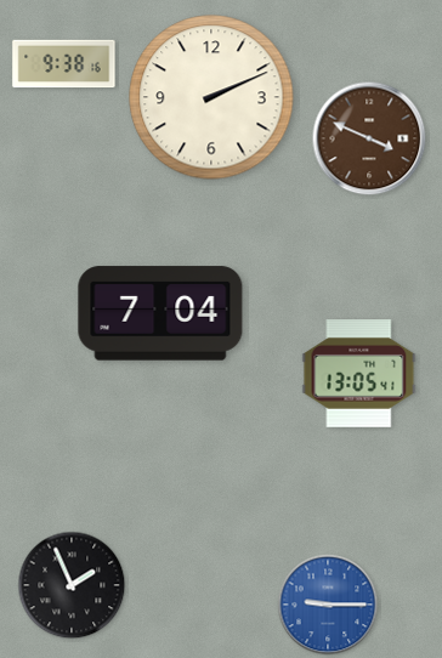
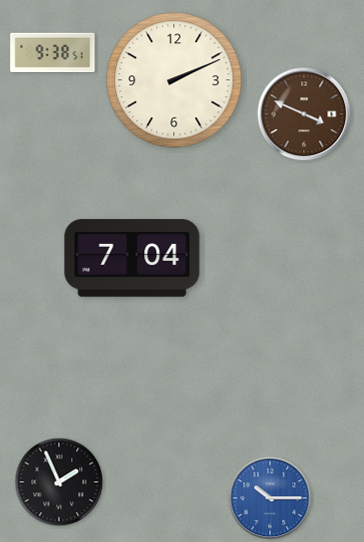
clock at (64, 64): 9:38:16 -> 9:38:51
clock at (359, 374): 13:05 -> none
clock at (328, 605): 9:15 -> 10:15
